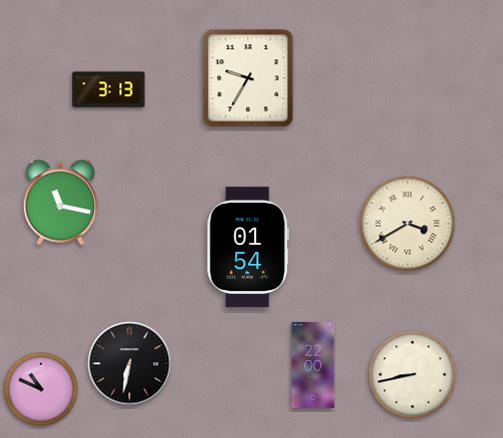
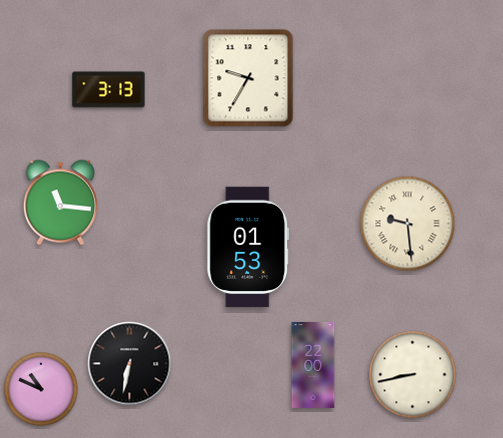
clock at (60, 203): 11:17 -> 11:16
clock at (408, 224): 3:40 -> 9:29
clock at (248, 247): 01:54 -> 01:53
